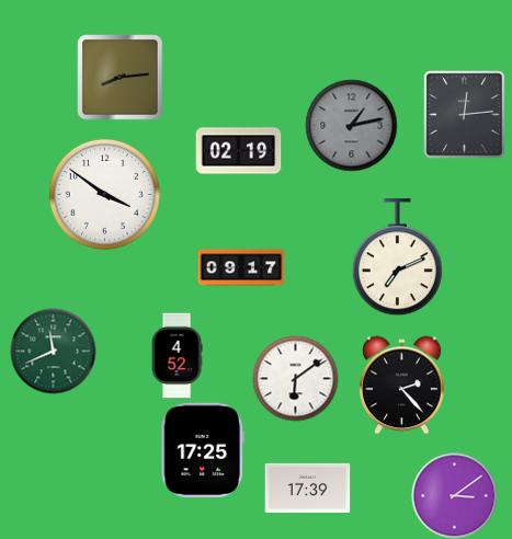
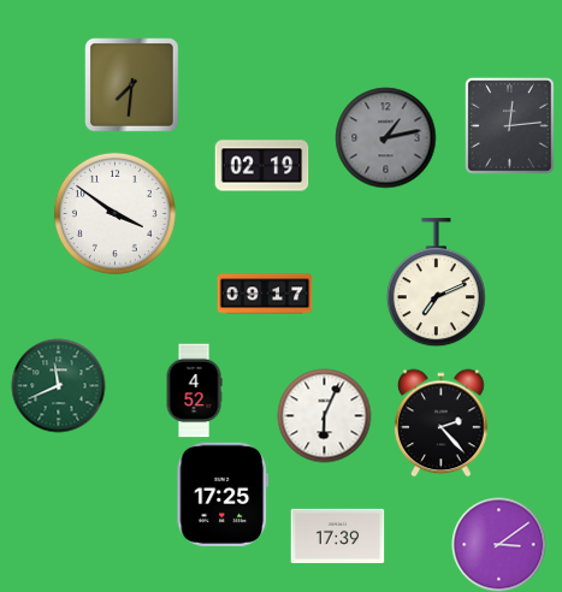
clock at (120, 77): 8:14 -> 7:31
clock at (295, 378): 6:09 -> 6:04
